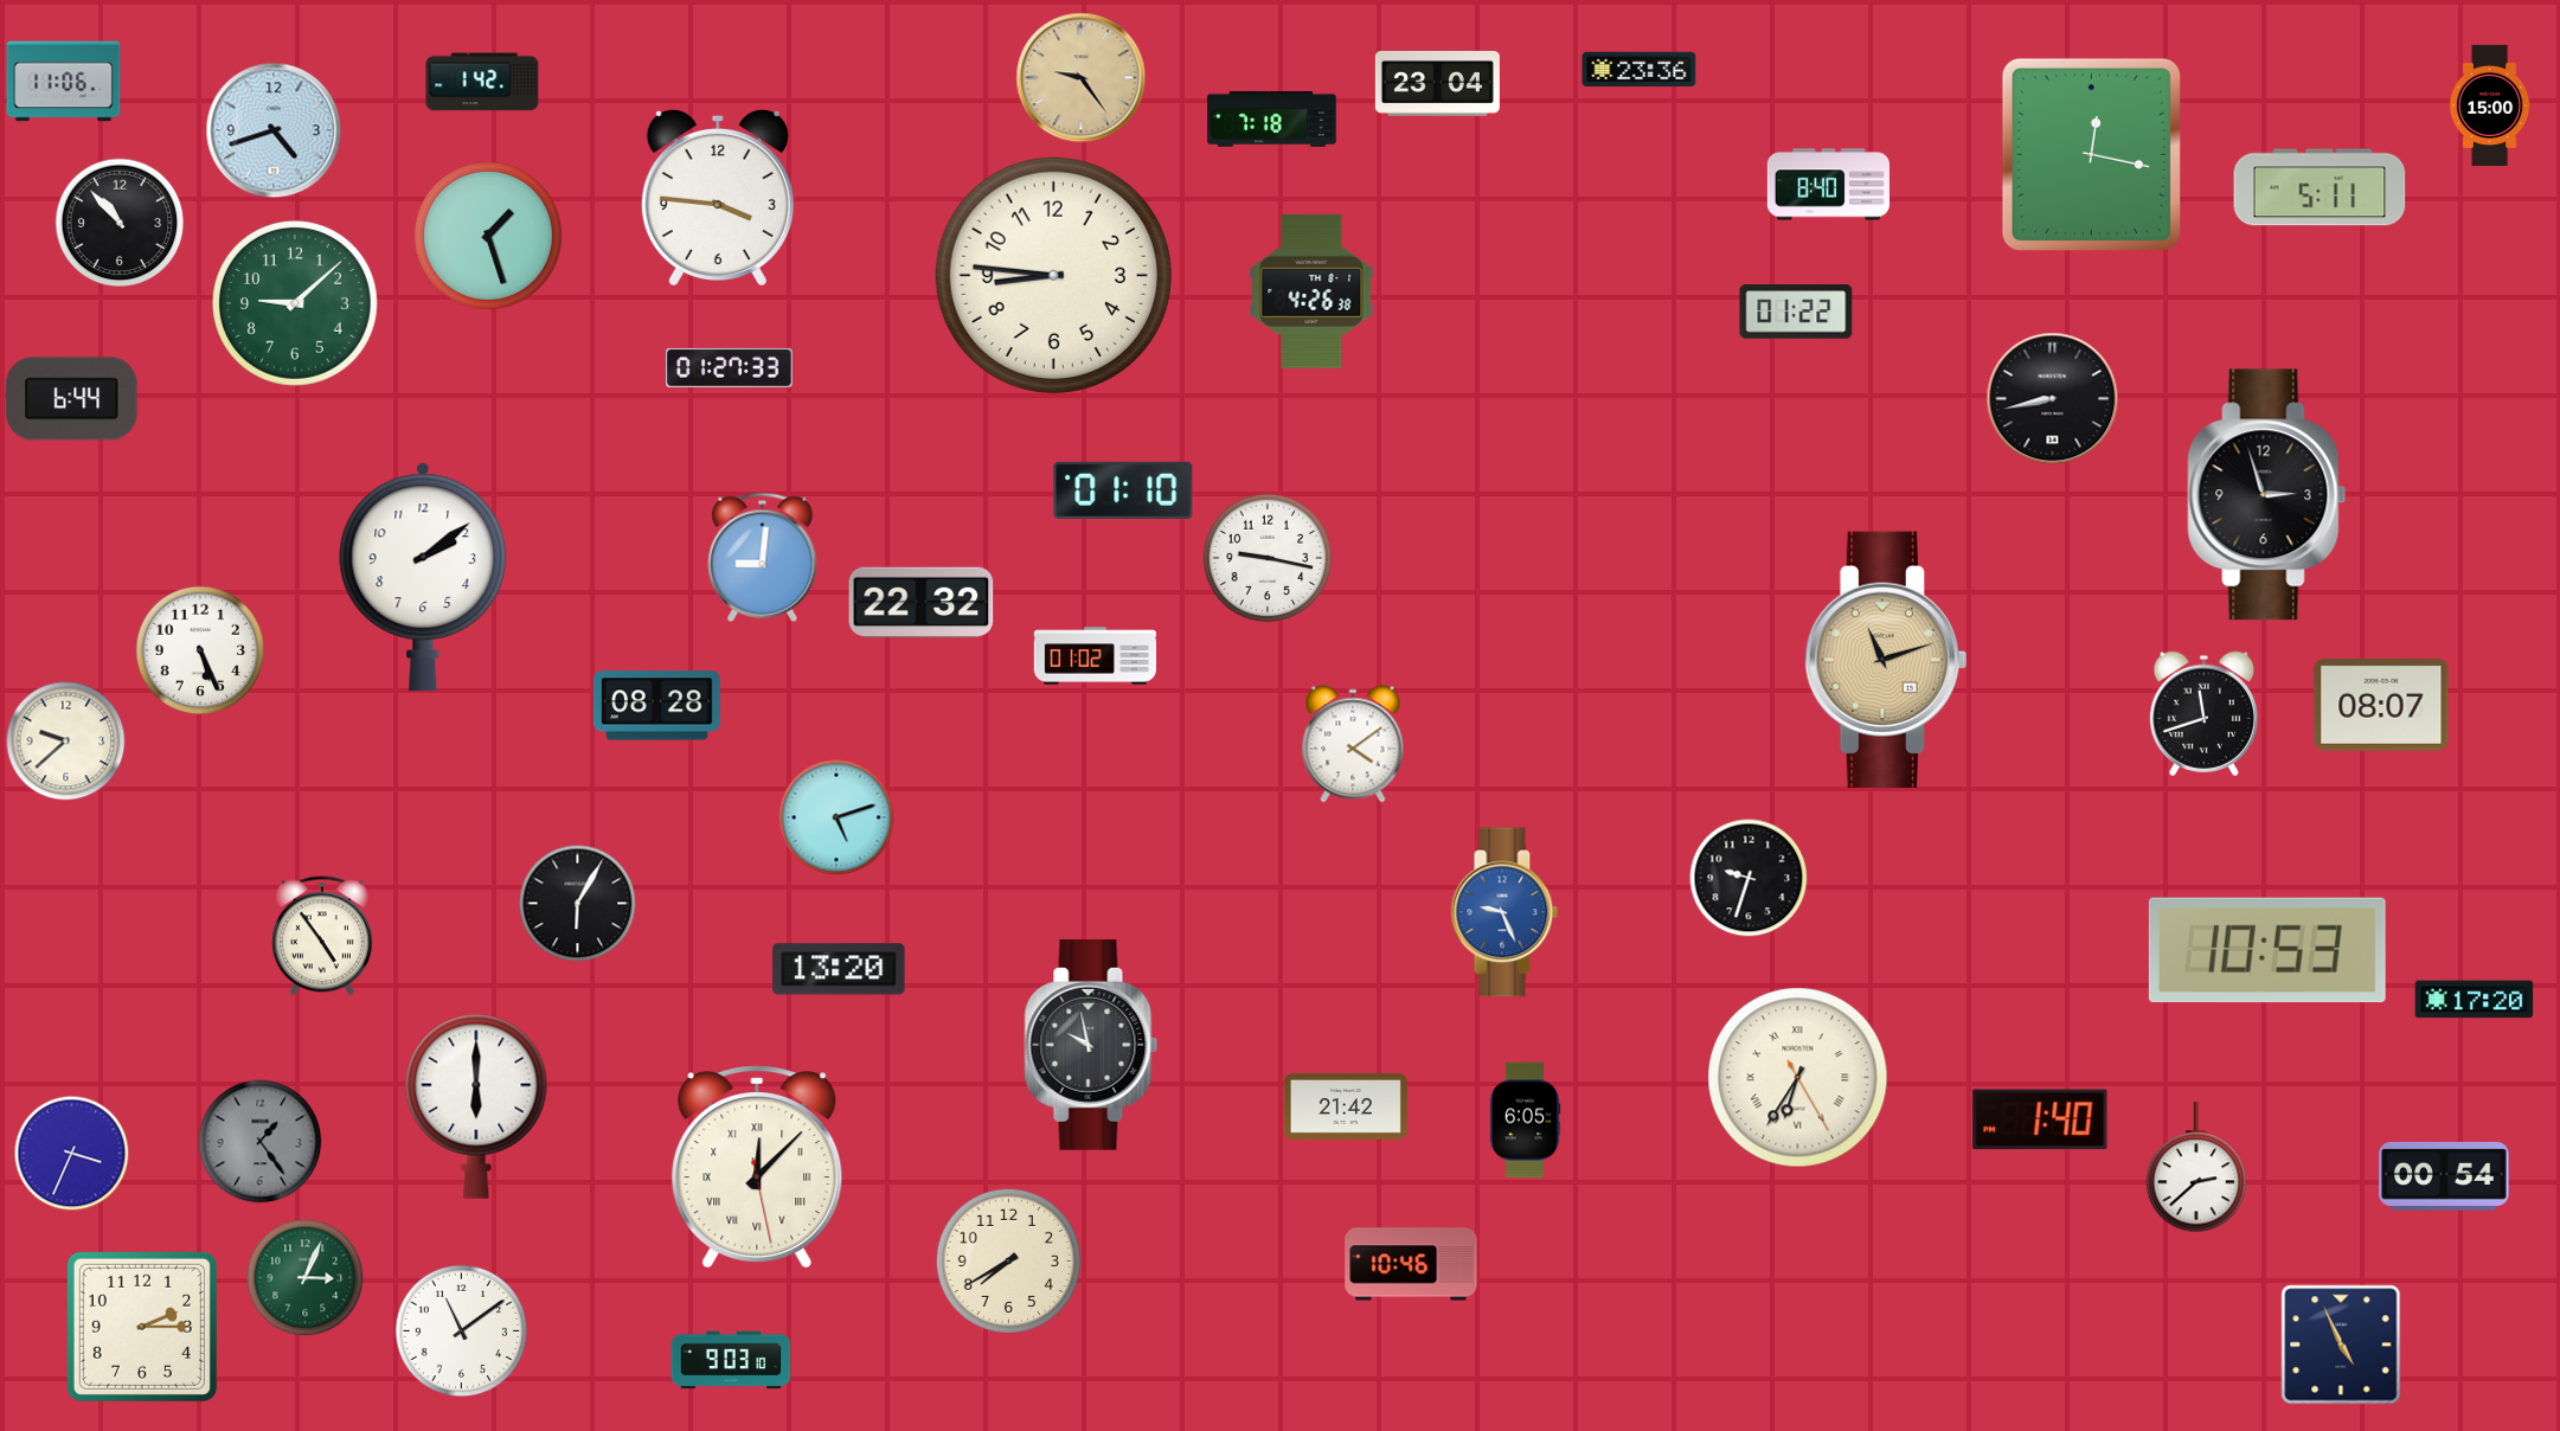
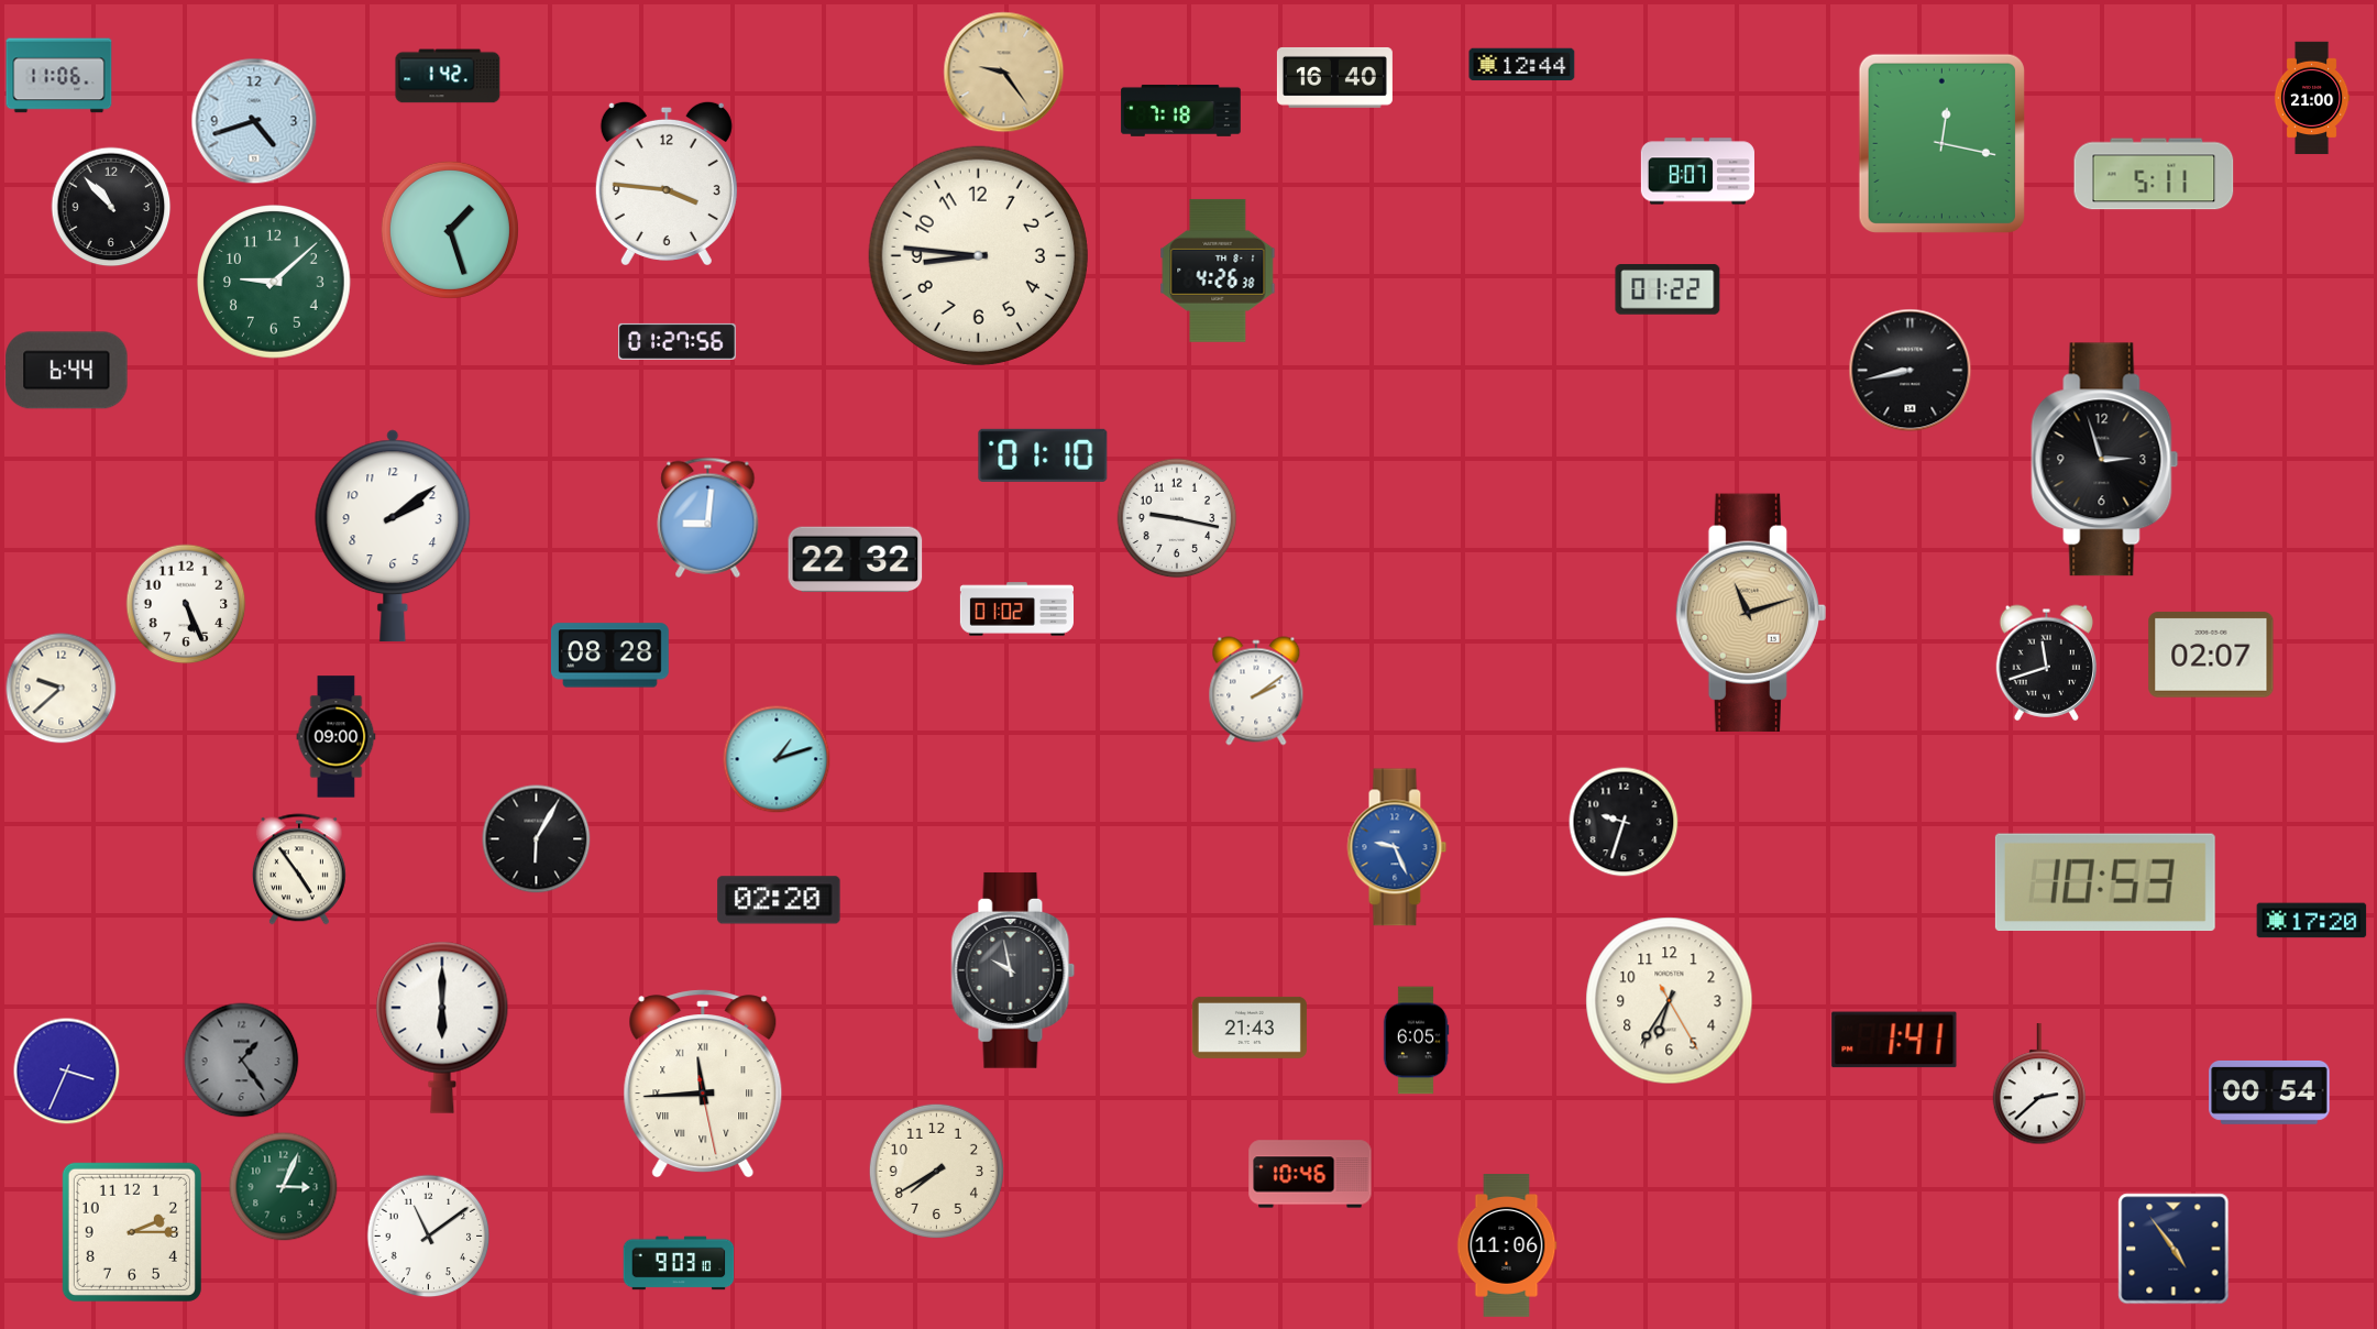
clock at (1640, 70): 23:36 -> 12:44
clock at (1437, 83): 23:04 -> 16:40
clock at (2490, 105): 15:00 -> 21:00
clock at (1828, 185): 8:40 -> 8:07
clock at (488, 236) position: (488, 236) -> (450, 230)
clock at (730, 367): 01:27:33 -> 01:27:56
clock at (2053, 399) position: (2053, 399) -> (1911, 371)
clock at (2381, 705): 08:07 -> 02:07
clock at (1353, 744): 4:09 -> 2:09
clock at (337, 737): none -> 09:00
clock at (836, 817): 5:12 -> 1:12
clock at (1749, 878) position: (1749, 878) -> (1624, 822)
clock at (839, 969): 13:20 -> 02:20
clock at (2475, 1000) position: (2475, 1000) -> (2312, 921)
clock at (1798, 1078) numerals: Roman -> Arabic
clock at (1346, 1106): 21:42 -> 21:43
clock at (2040, 1119): 1:40 -> 1:41
clock at (757, 1167): 12:07 -> 11:44
clock at (1507, 1246): none -> 11:06
clock at (2341, 1345): 4:56 -> 4:54
